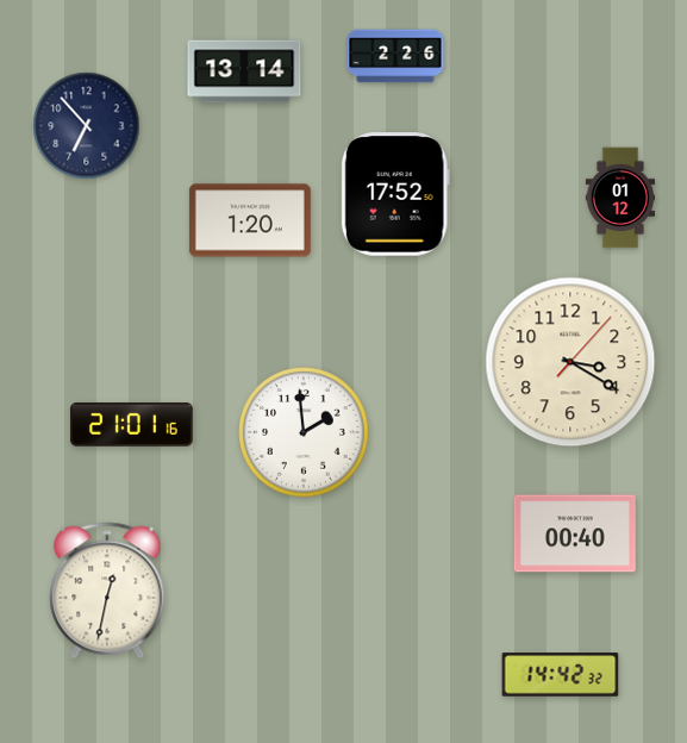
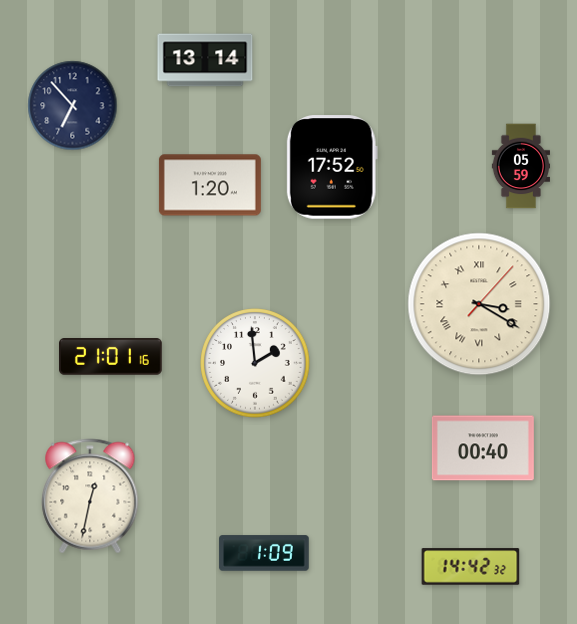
clock at (395, 56): 2:26 -> none
clock at (395, 194) position: (395, 194) -> (332, 167)
clock at (619, 198): 01:12 -> 05:59
clock at (570, 362) numerals: Arabic -> Roman
clock at (264, 553): none -> 1:09
